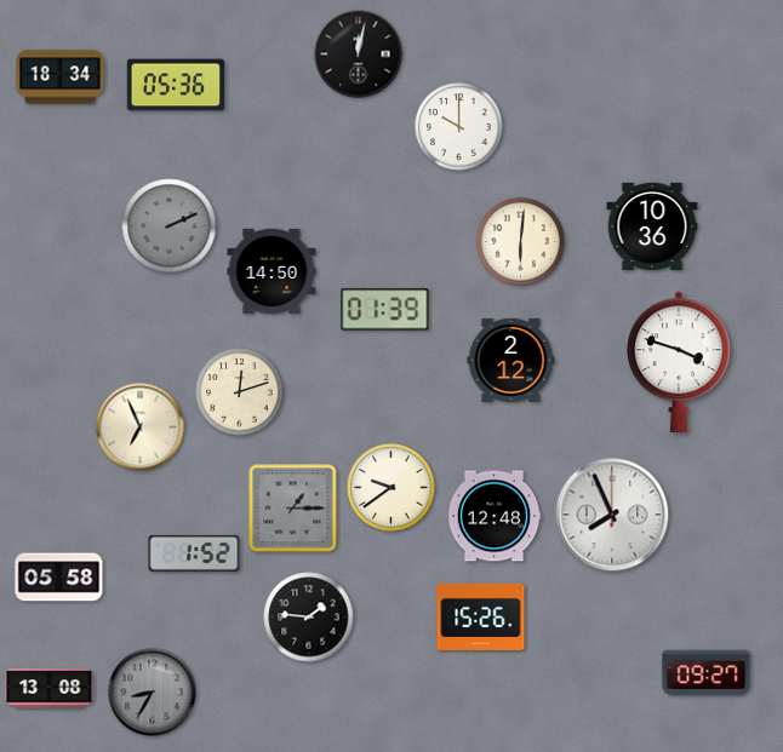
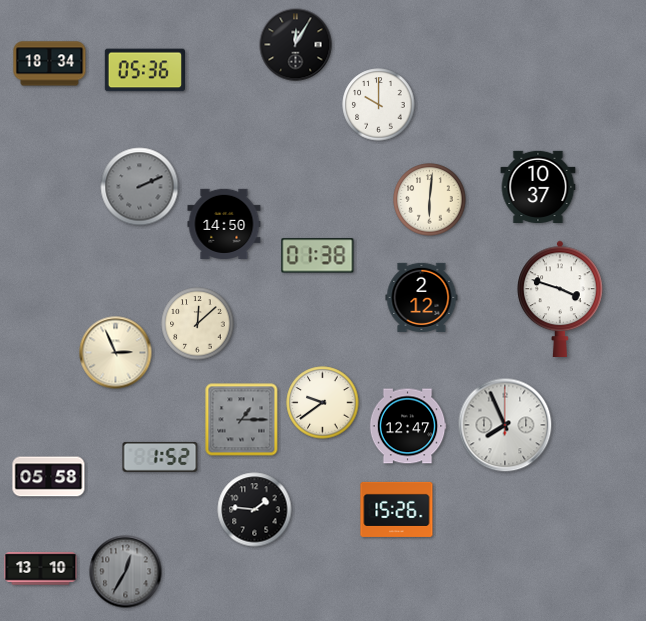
clock at (359, 54): 12:02 -> 12:05
clock at (652, 225): 10:36 -> 10:37
clock at (385, 310): 01:39 -> 01:38
clock at (240, 392): 12:12 -> 12:08
clock at (141, 427): 6:56 -> 2:56
clock at (495, 516): 12:48 -> 12:47
clock at (707, 673): 09:27 -> none
clock at (50, 689): 13:08 -> 13:10
clock at (153, 693): 8:35 -> 12:35
